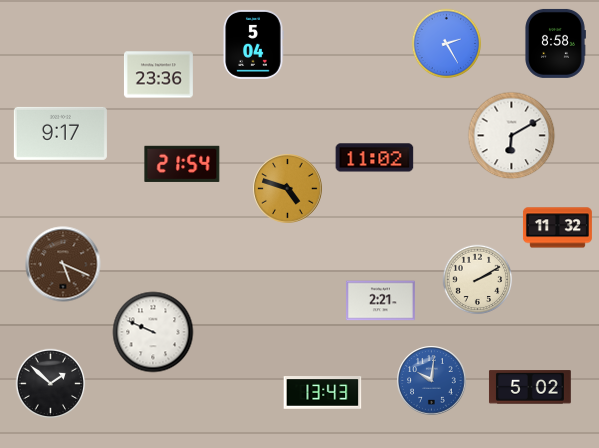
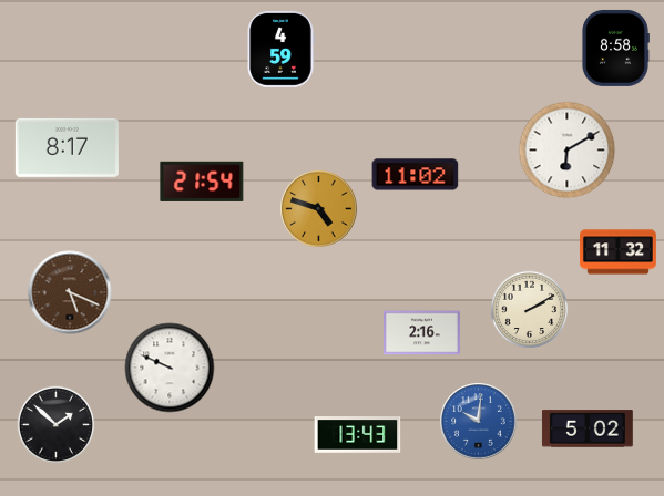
clock at (253, 44): 5:04 -> 4:59
clock at (447, 44): 2:25 -> none
clock at (158, 75): 23:36 -> none
clock at (60, 133): 9:17 -> 8:17
clock at (380, 301): 2:21 -> 2:16
